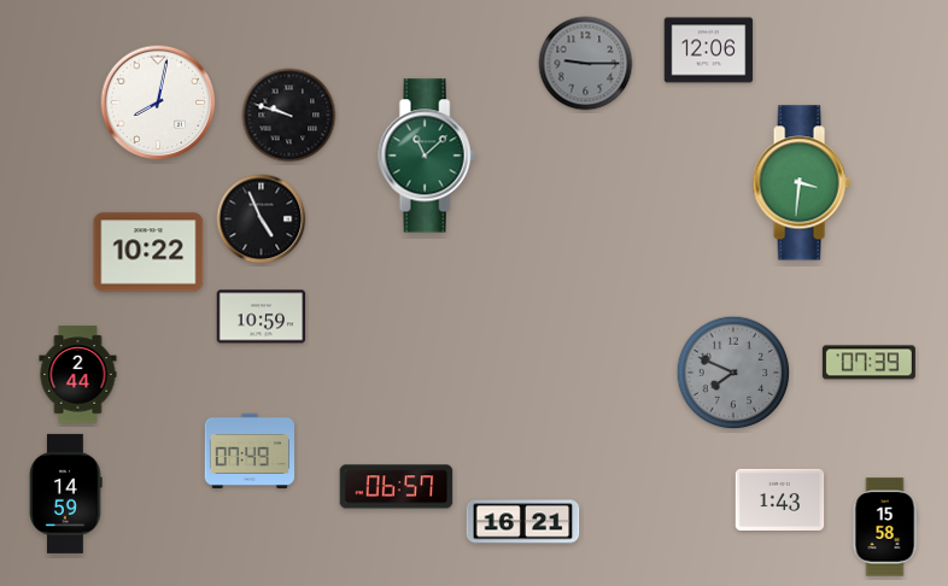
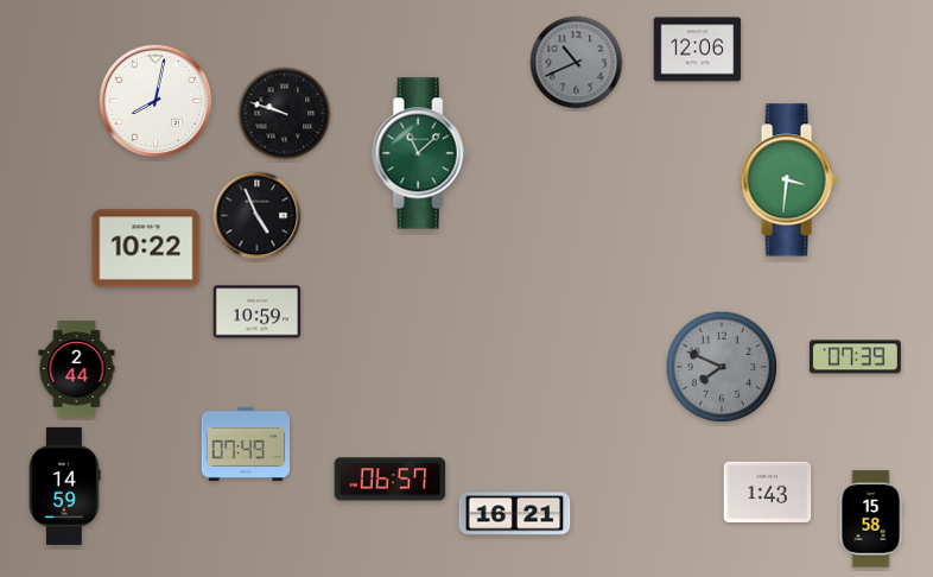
clock at (586, 64): 9:15 -> 10:41
